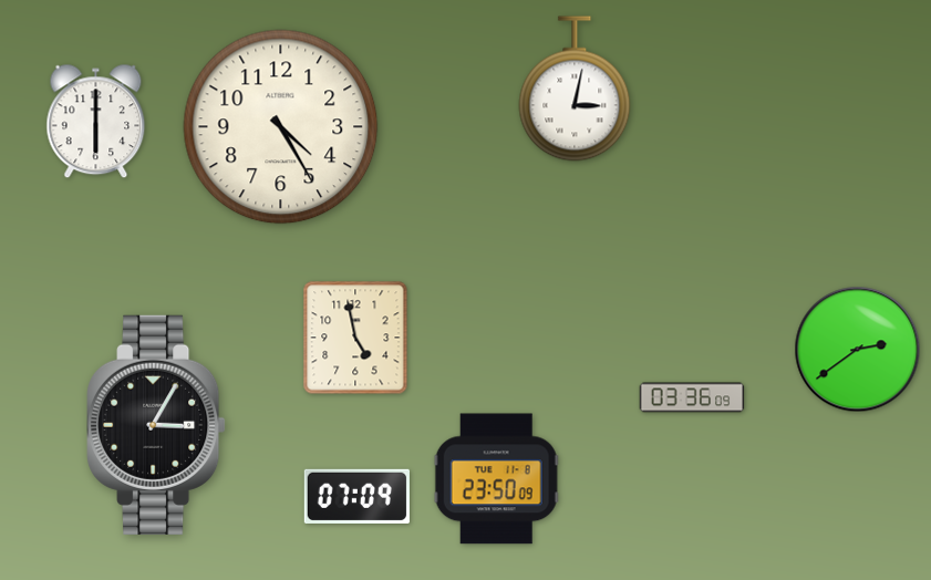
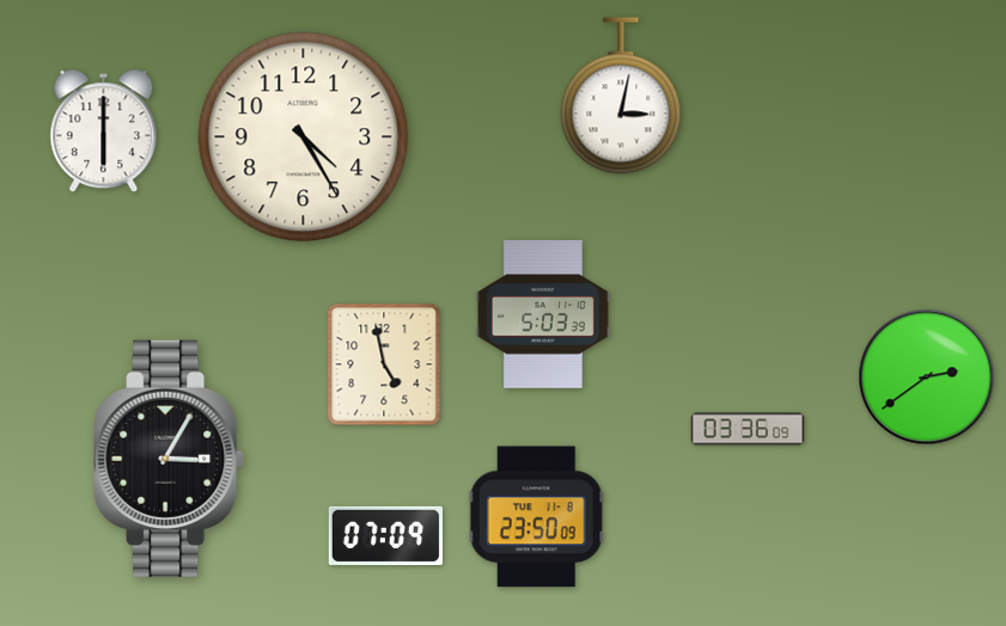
clock at (543, 314): none -> 5:03
